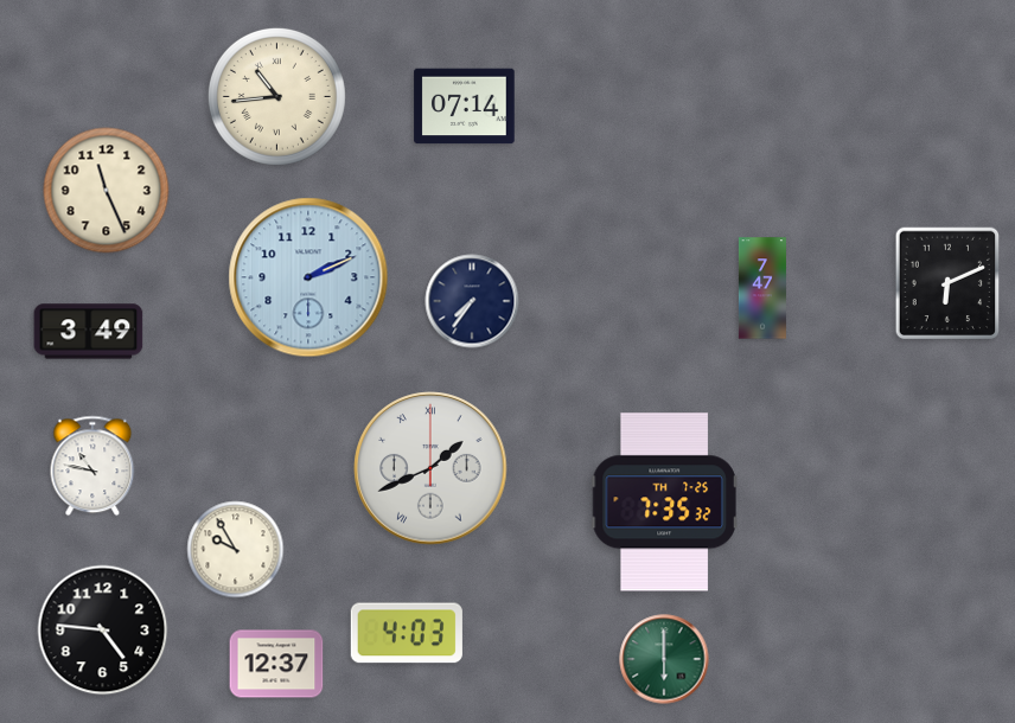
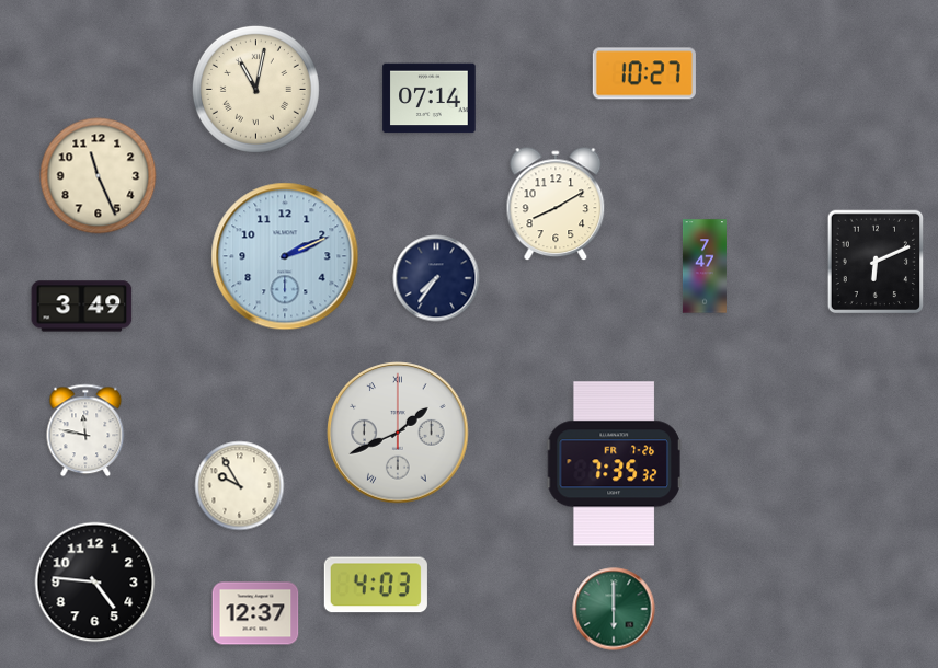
clock at (644, 73): none -> 10:27
clock at (276, 96): 10:44 -> 11:02
clock at (556, 205): none -> 8:10
clock at (92, 466): 10:47 -> 11:47
clock at (664, 503) date: TH 7-25 -> FR 7-26
clock at (236, 550) position: (236, 550) -> (240, 486)
